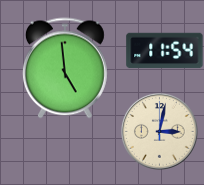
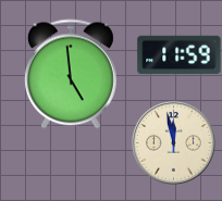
clock at (165, 51): 11:54 -> 11:59
clock at (159, 131): 3:02 -> 11:58
